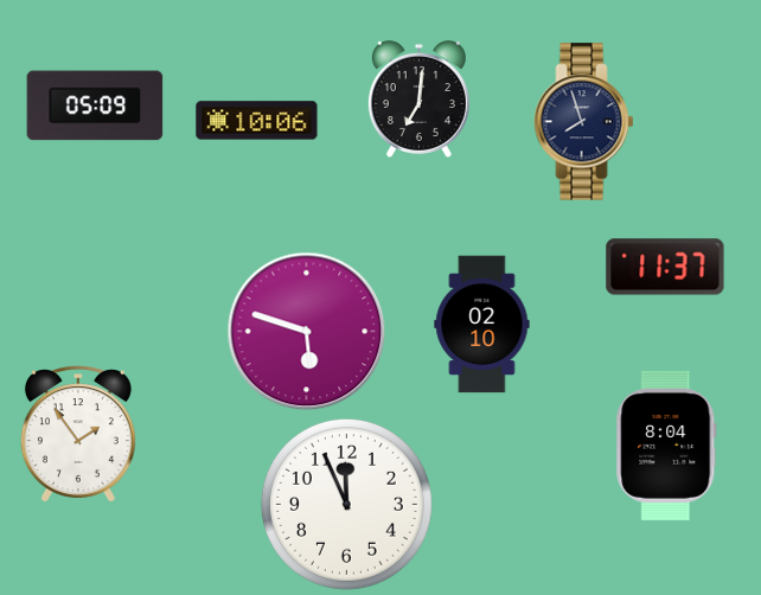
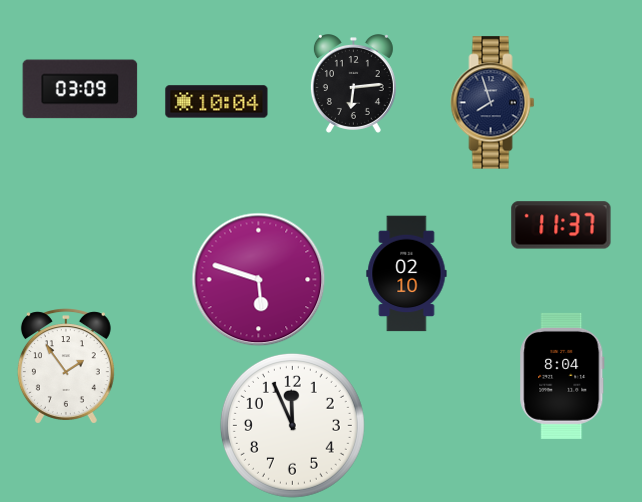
clock at (418, 100): 7:01 -> 6:14
clock at (95, 105): 05:09 -> 03:09
clock at (257, 121): 10:06 -> 10:04
